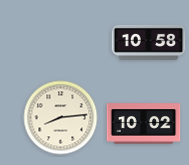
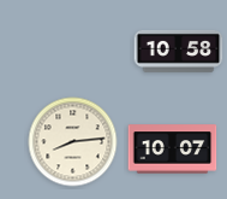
clock at (144, 124): 10:02 -> 10:07
